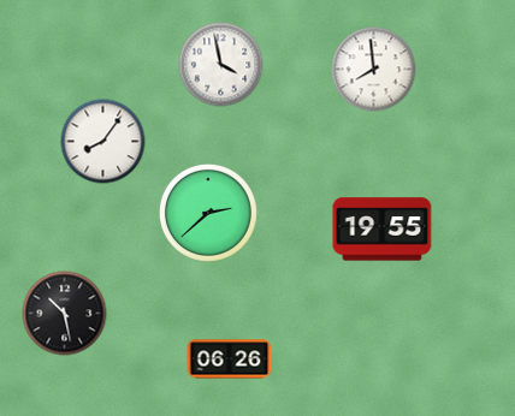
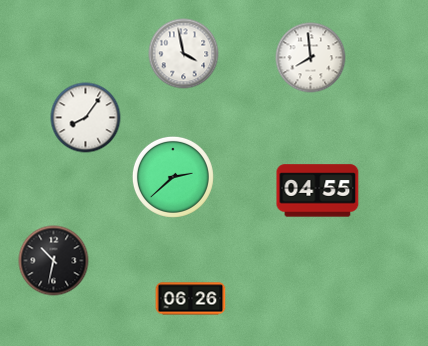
clock at (383, 230): 19:55 -> 04:55
clock at (65, 314): 10:28 -> 10:32
